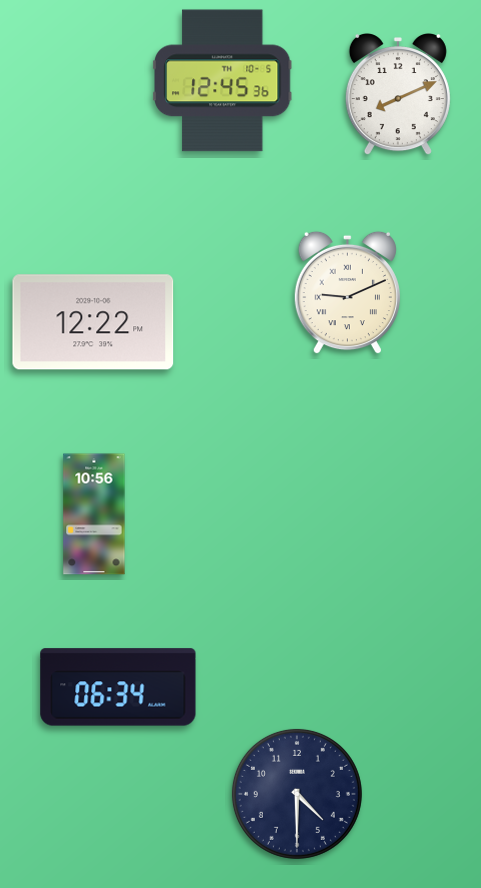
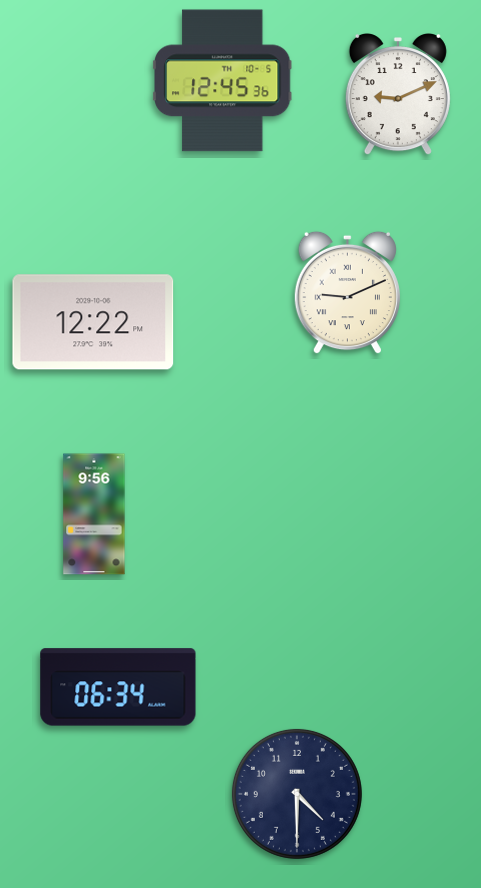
clock at (398, 95): 8:11 -> 9:11
clock at (94, 514): 10:56 -> 9:56
